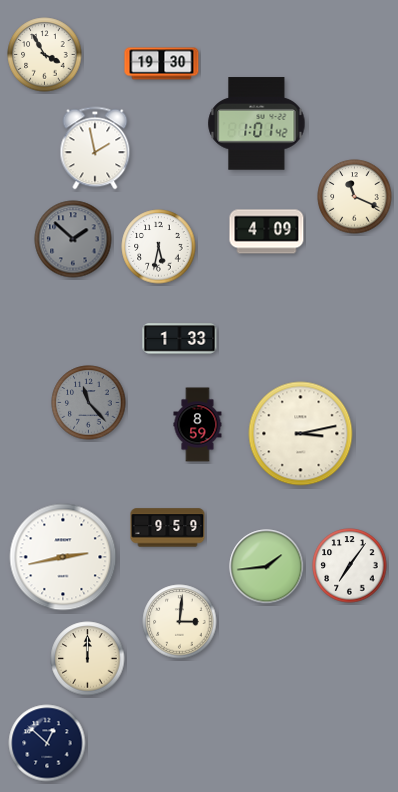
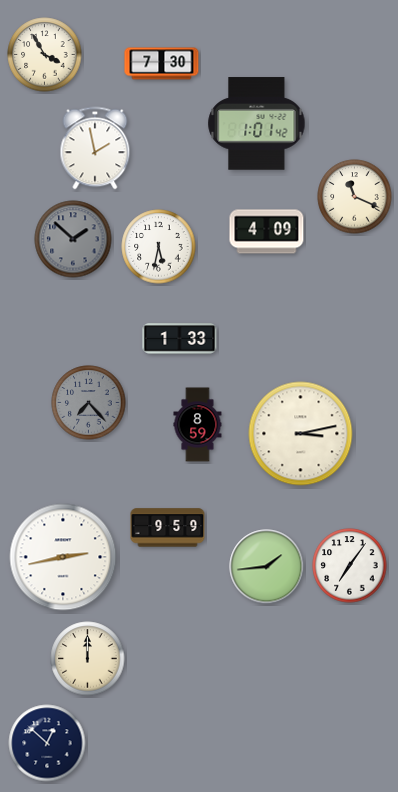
clock at (162, 64): 19:30 -> 7:30
clock at (89, 403): 11:23 -> 7:23
clock at (180, 622): 3:01 -> none
